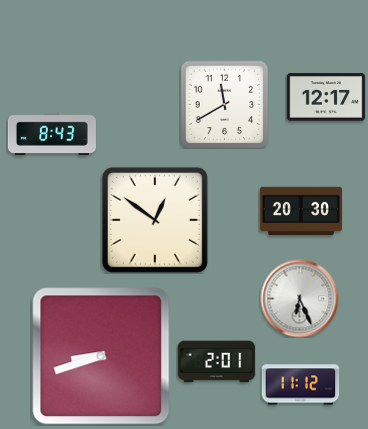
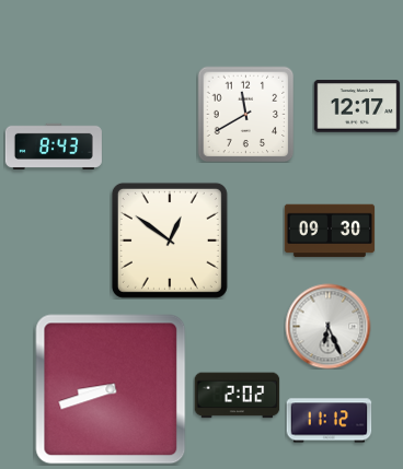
clock at (52, 134) position: (52, 134) -> (54, 146)
clock at (301, 211): 20:30 -> 09:30
clock at (216, 362): 2:01 -> 2:02
